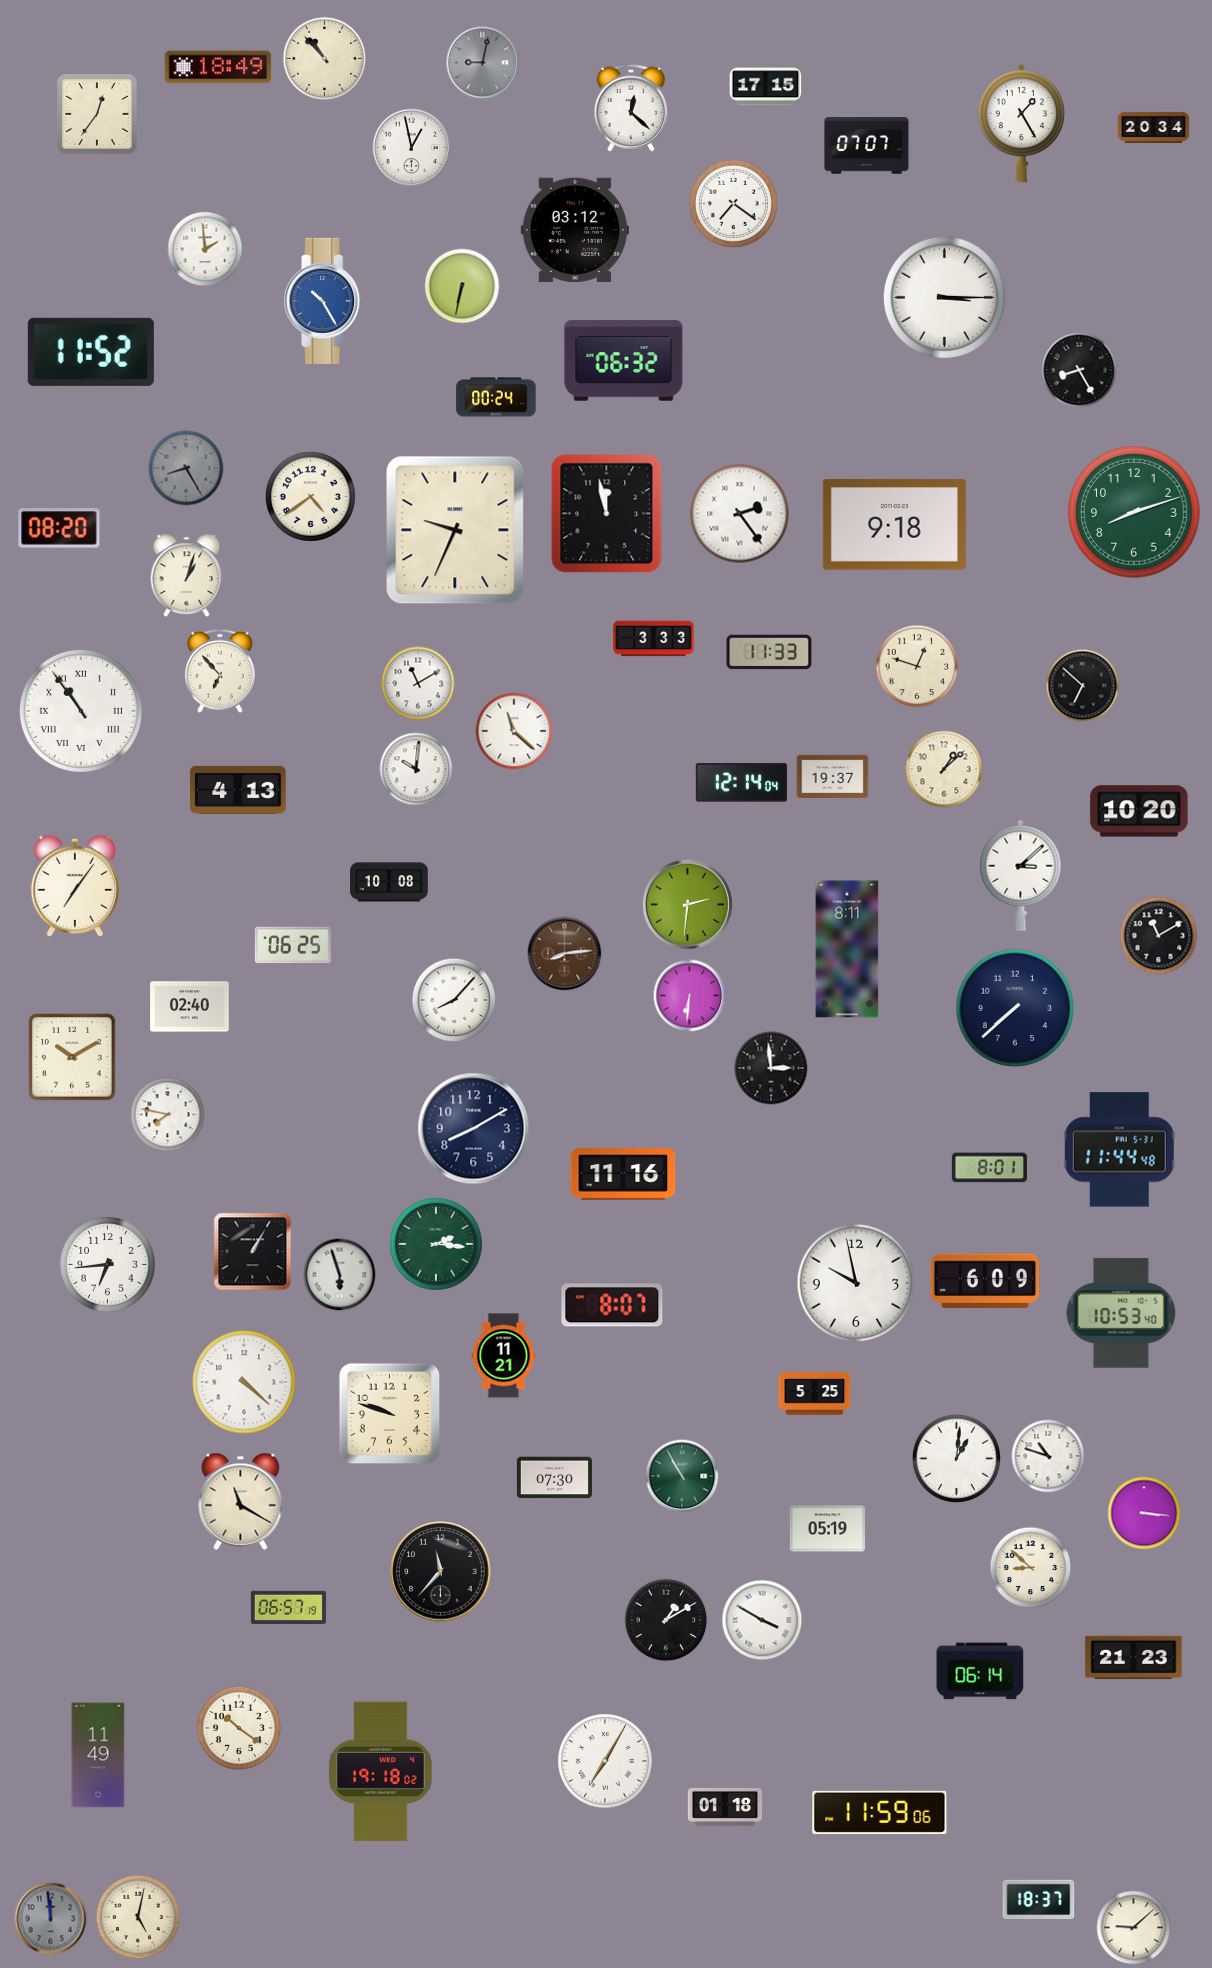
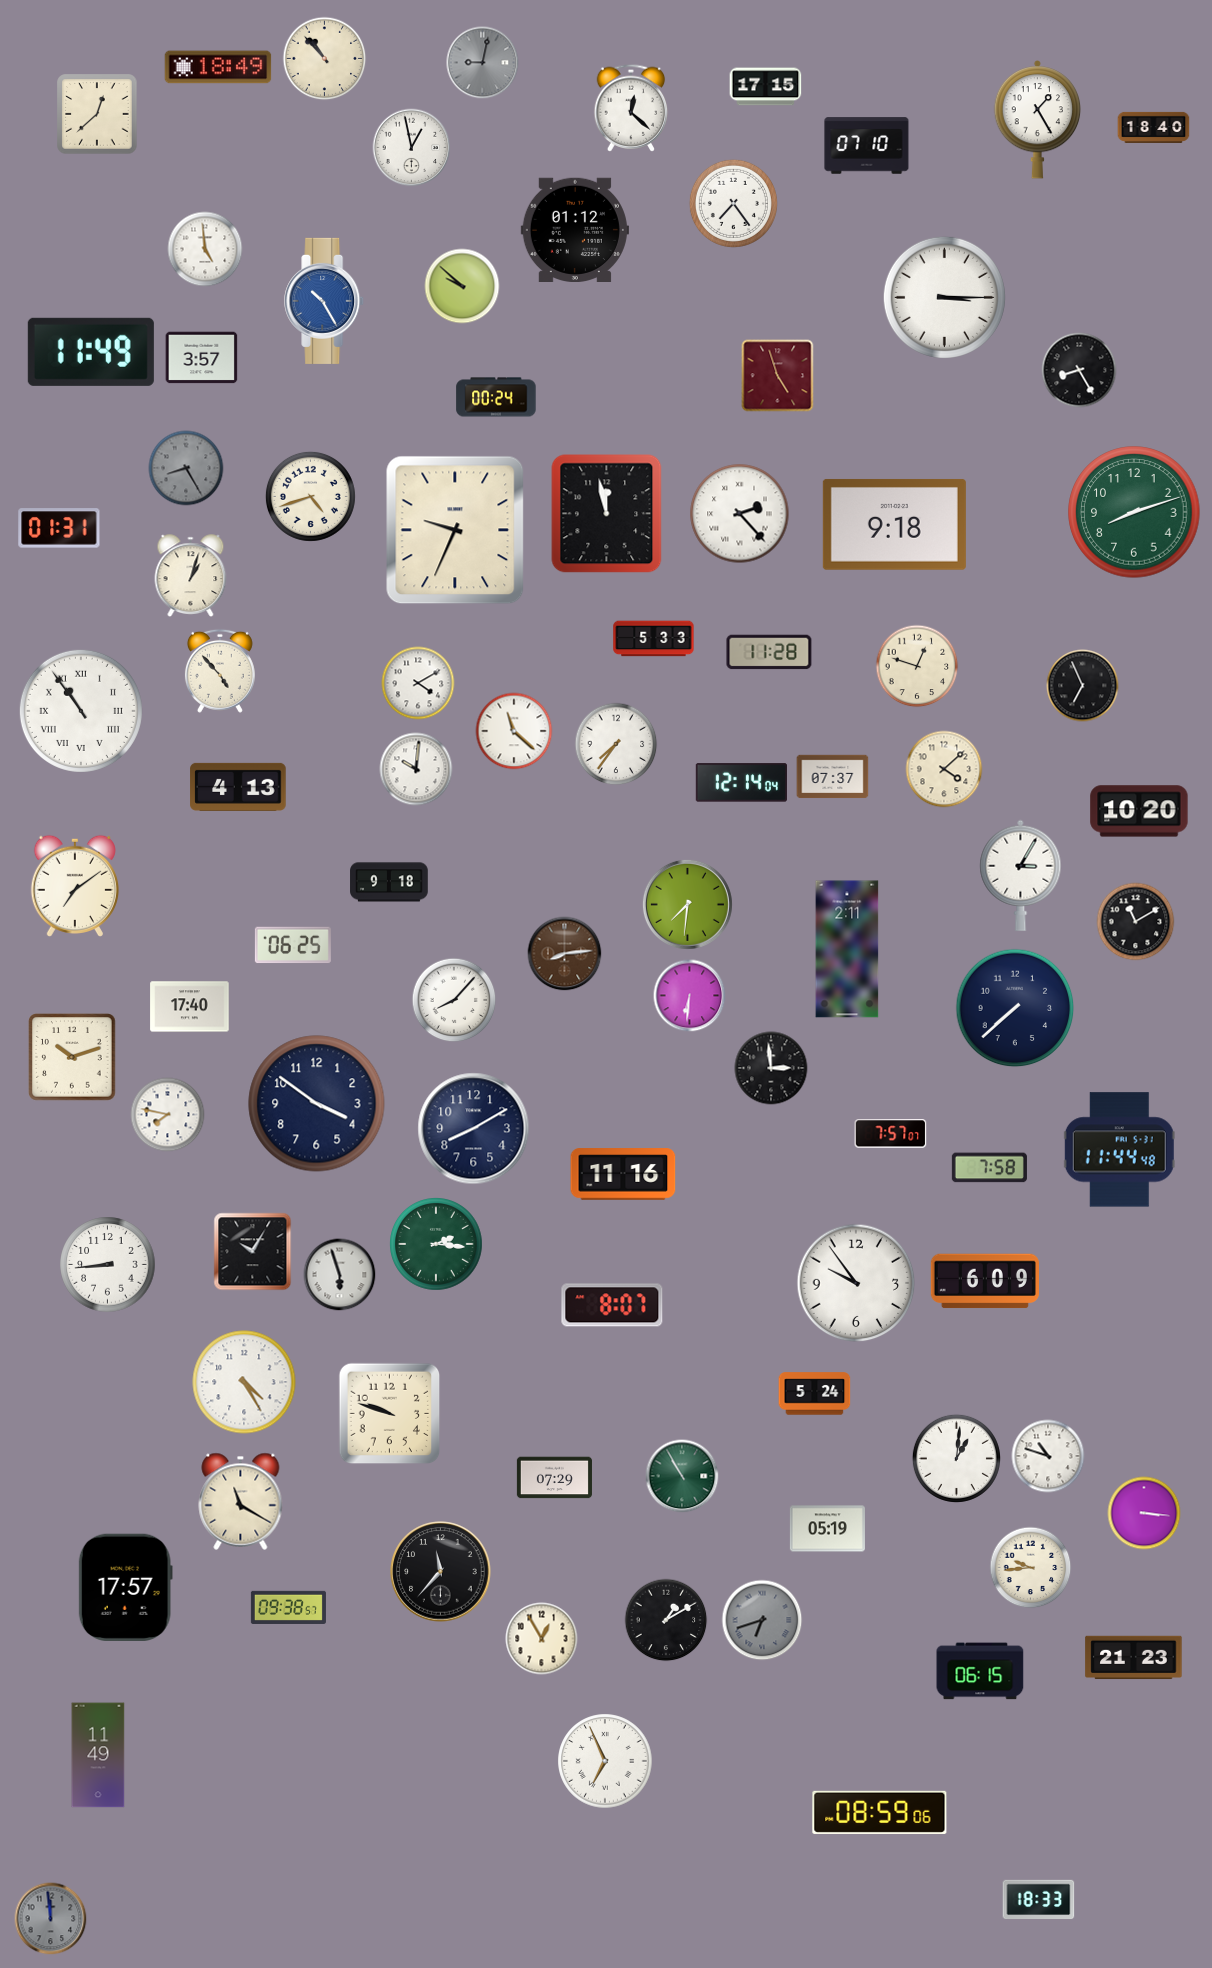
clock at (97, 114): 12:36 -> 12:38
clock at (1022, 124) position: (1022, 124) -> (1038, 120)
clock at (1154, 127): 20:34 -> 18:40
clock at (867, 146): 07:07 -> 07:10
clock at (733, 203): 7:21 -> 7:24
clock at (575, 229): 03:12 -> 01:12
clock at (205, 249): 1:59 -> 4:59
clock at (462, 286): 6:32 -> 9:52
clock at (91, 352): 11:52 -> 11:49
clock at (202, 358): none -> 3:57
clock at (624, 361): 06:32 -> none
clock at (778, 376): none -> 4:57
clock at (310, 496): 4:39 -> 4:42
clock at (740, 514): 2:24 -> 2:23
clock at (59, 528): 08:20 -> 01:31
clock at (187, 575) position: (187, 575) -> (191, 575)
clock at (654, 639): 3:33 -> 5:33
clock at (769, 652): 11:33 -> 11:28
clock at (220, 671): 6:53 -> 4:53
clock at (418, 683): 11:10 -> 4:10
clock at (1083, 686): 6:52 -> 6:56
clock at (616, 744): none -> 7:36
clock at (944, 769): 1:08 -> 4:08
clock at (833, 777): 19:37 -> 07:37
clock at (238, 790) position: (238, 790) -> (238, 787)
clock at (1021, 875): 3:08 -> 3:05
clock at (389, 882): 10:08 -> 9:18
clock at (75, 886): 7:06 -> 7:09
clock at (687, 904): 2:31 -> 7:31
clock at (1159, 936) position: (1159, 936) -> (1136, 922)
clock at (847, 949): 8:11 -> 2:11
clock at (190, 1007): 02:40 -> 17:40
clock at (72, 1057): 10:10 -> 10:12
clock at (317, 1104): none -> 3:51
clock at (891, 1134): none -> 7:57
clock at (989, 1168): 8:01 -> 7:58
clock at (253, 1252): 1:05 -> 10:05
clock at (108, 1265): 6:44 -> 8:44
clock at (856, 1283): 9:58 -> 9:54
clock at (1121, 1313): 10:53 -> none
clock at (504, 1356): 11:21 -> none
clock at (244, 1382): 4:22 -> 4:25
clock at (815, 1394): 5:25 -> 5:24
clock at (554, 1478): 07:30 -> 07:29
clock at (1031, 1568): 8:52 -> 9:44
clock at (125, 1587): none -> 17:57
clock at (288, 1607): 06:57 -> 09:38
clock at (762, 1620): 3:50 -> 6:42
clock at (762, 1620) dial: white -> grey
clock at (542, 1639): none -> 12:55
clock at (980, 1671): 06:14 -> 06:15
clock at (239, 1728): 10:21 -> none
clock at (605, 1761): 7:05 -> 6:56
clock at (381, 1772): 19:18 -> none
clock at (724, 1807): 01:18 -> none
clock at (880, 1812): 11:59 -> 08:59
clock at (1039, 1900): 18:37 -> 18:33
clock at (138, 1917): 5:02 -> none
clock at (1134, 1928): 9:08 -> none
